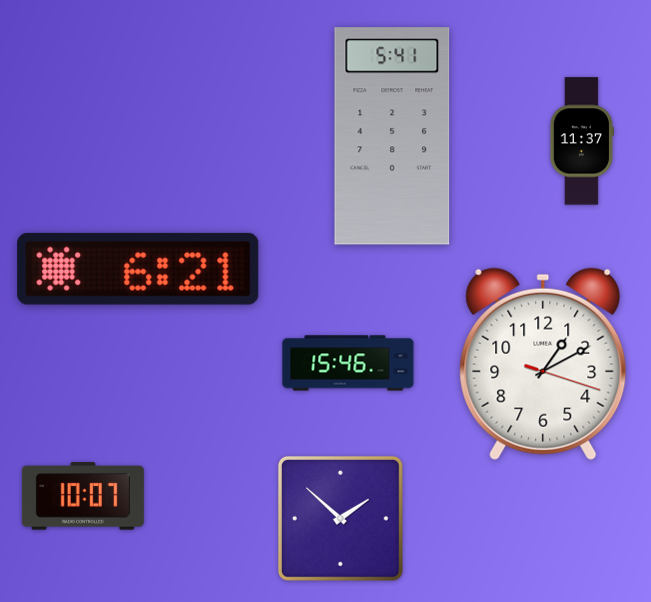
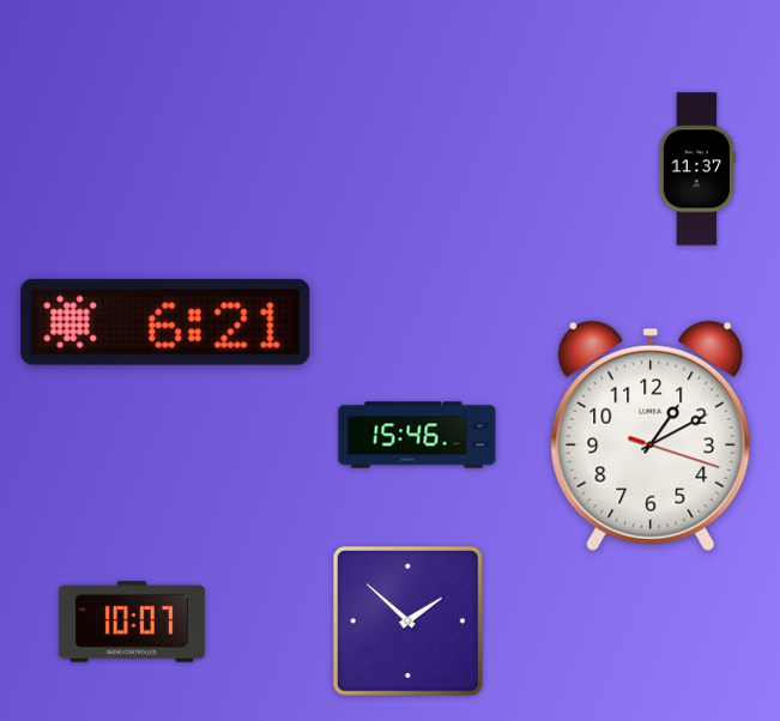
clock at (392, 136): 5:41 -> none
clock at (83, 496) position: (83, 496) -> (132, 622)
